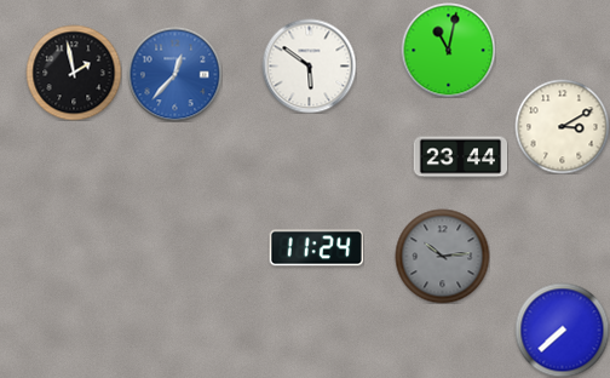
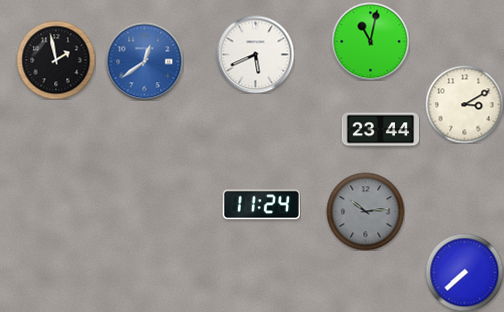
clock at (309, 65): 5:51 -> 5:41
clock at (74, 73) position: (74, 73) -> (56, 60)
clock at (174, 74): 12:37 -> 12:39
